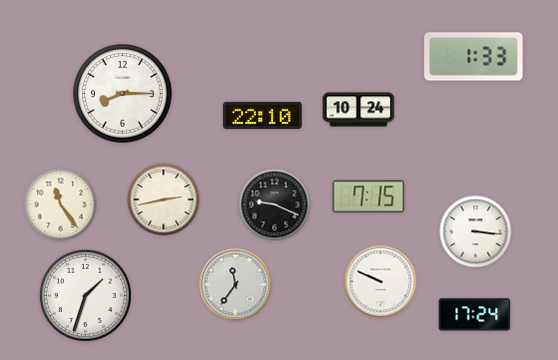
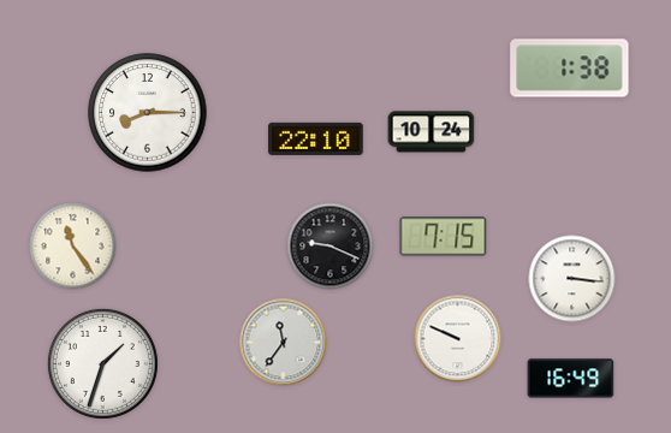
clock at (474, 57): 1:33 -> 1:38
clock at (164, 200): 2:43 -> none
clock at (85, 295) position: (85, 295) -> (102, 363)
clock at (475, 315): 17:24 -> 16:49
